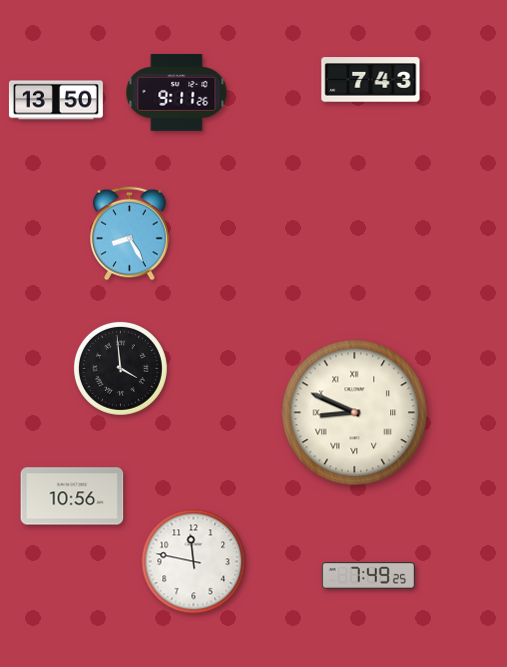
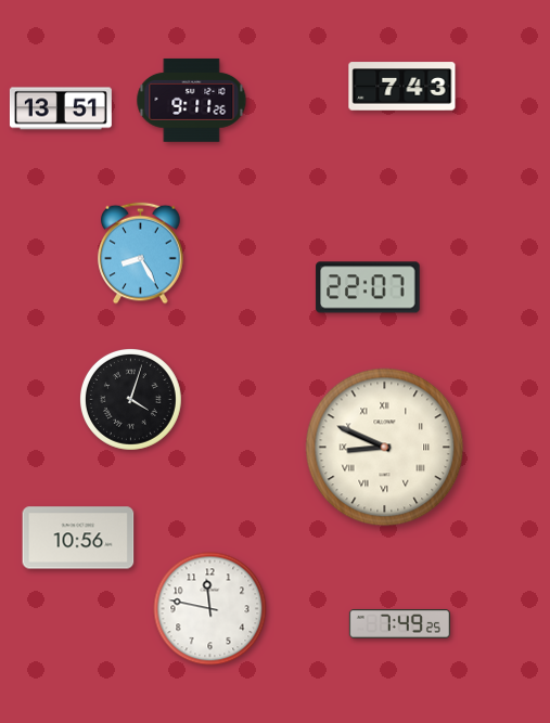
clock at (56, 100): 13:50 -> 13:51
clock at (368, 287): none -> 22:07
clock at (120, 368): 3:59 -> 4:03
